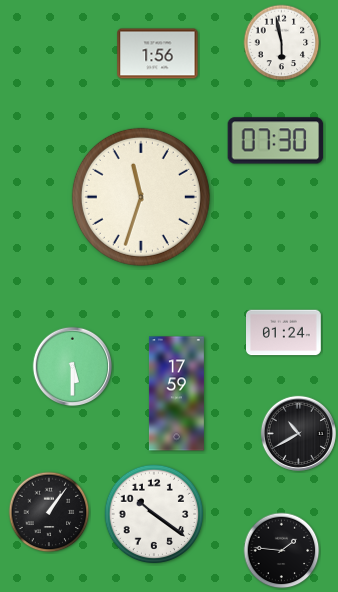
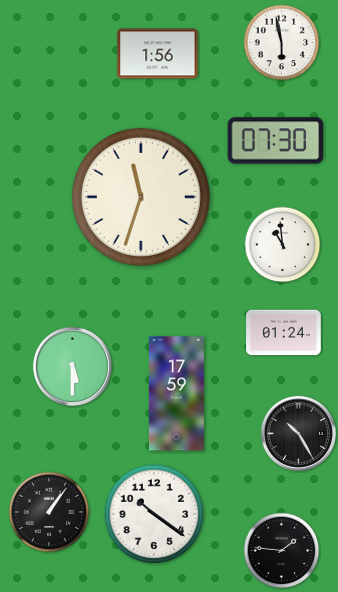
clock at (283, 245): none -> 10:59
clock at (298, 433): 10:40 -> 10:25
